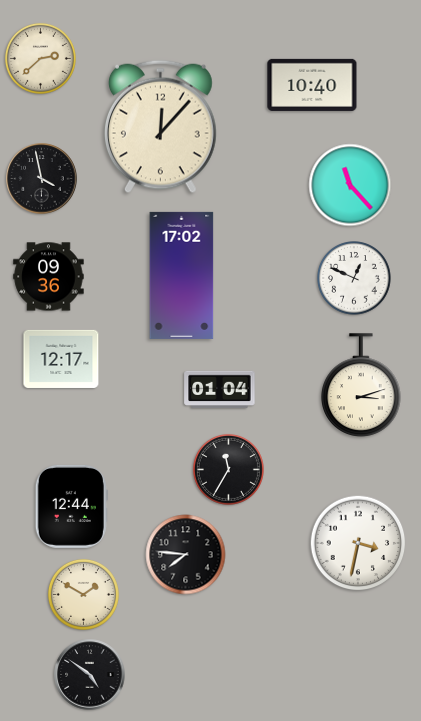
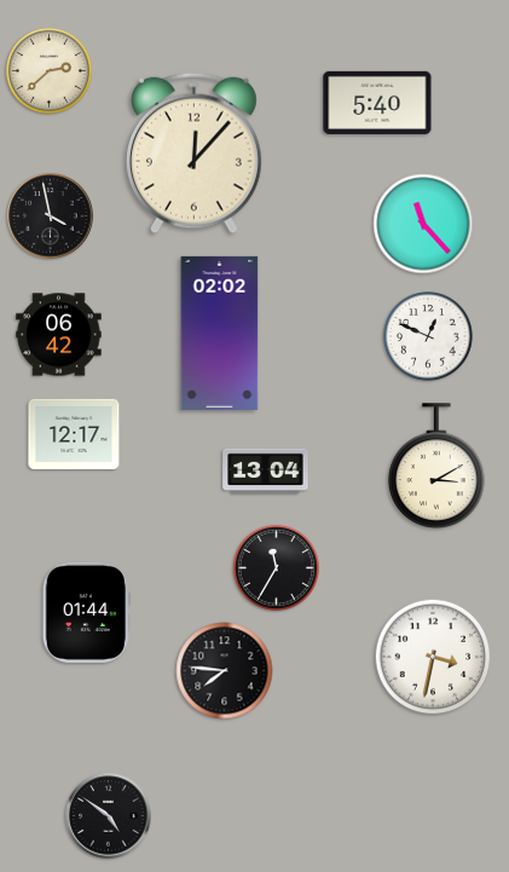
clock at (312, 85): 10:40 -> 5:40
clock at (182, 275): 17:02 -> 02:02
clock at (49, 277): 09:36 -> 06:42
clock at (361, 385): 3:12 -> 3:10
clock at (220, 390): 01:04 -> 13:04
clock at (71, 506): 12:44 -> 01:44
clock at (83, 594): 1:50 -> none
